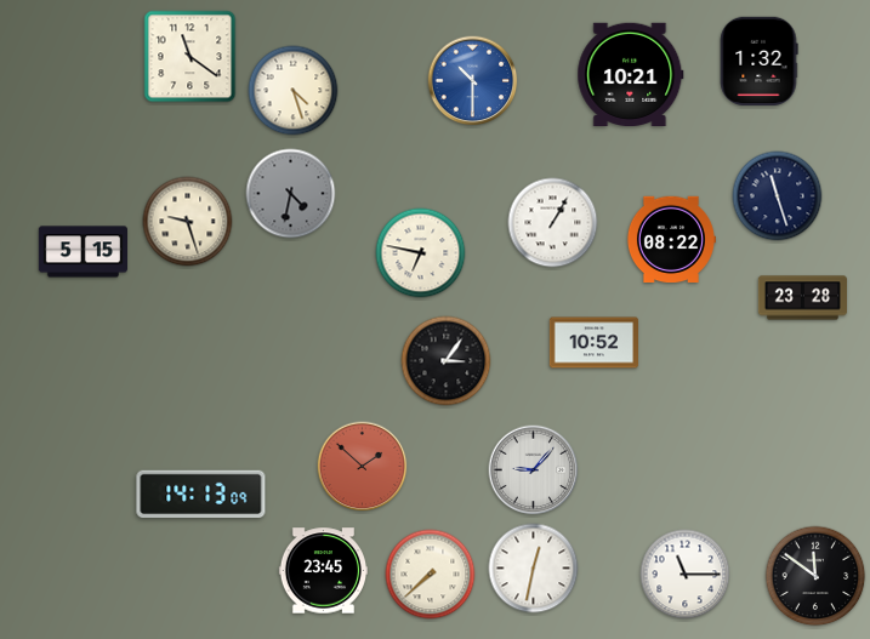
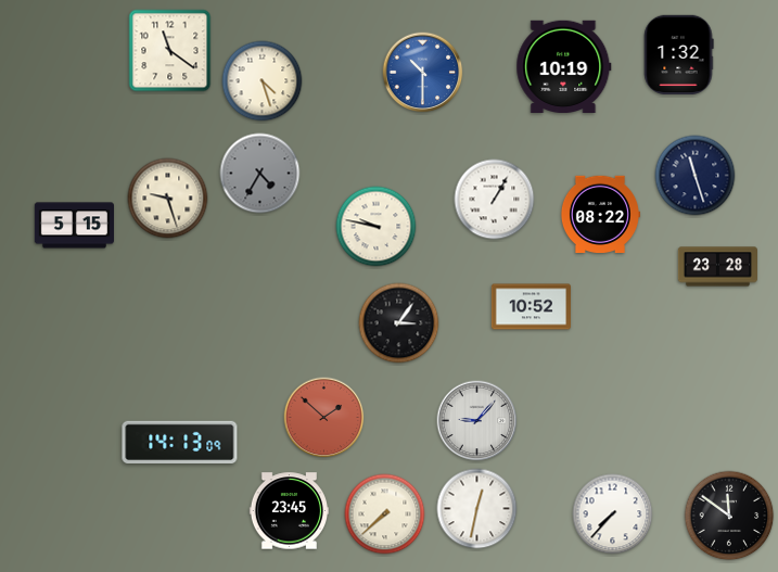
clock at (631, 74): 10:21 -> 10:19
clock at (291, 194): 4:32 -> 4:35
clock at (421, 253): 6:47 -> 9:47
clock at (686, 575): 11:15 -> 7:37
